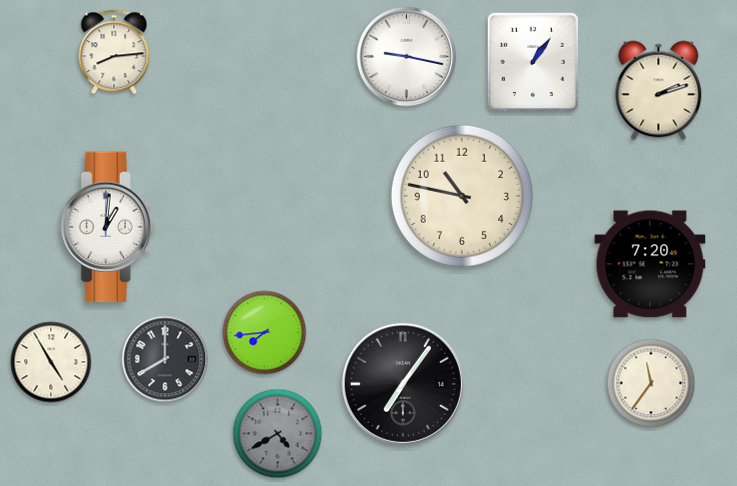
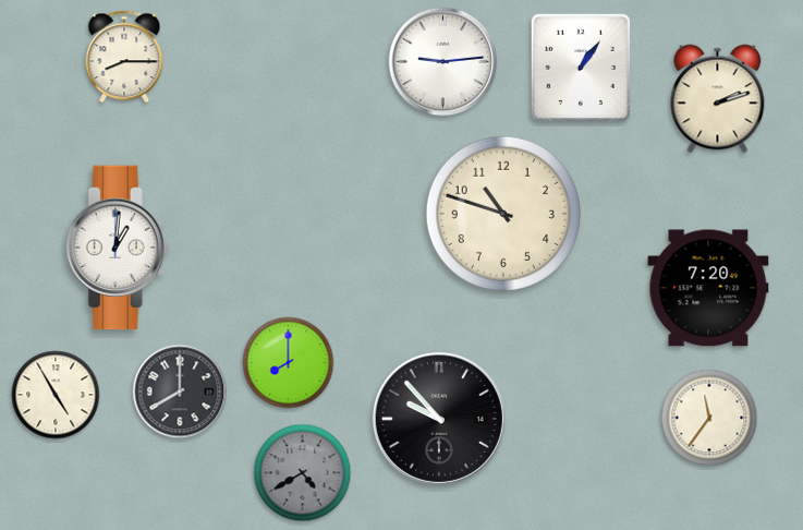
clock at (114, 52): 8:14 -> 8:15
clock at (407, 57): 9:17 -> 9:14
clock at (462, 196): 10:47 -> 10:48
clock at (265, 333): 7:44 -> 8:00
clock at (403, 384): 7:06 -> 9:53
